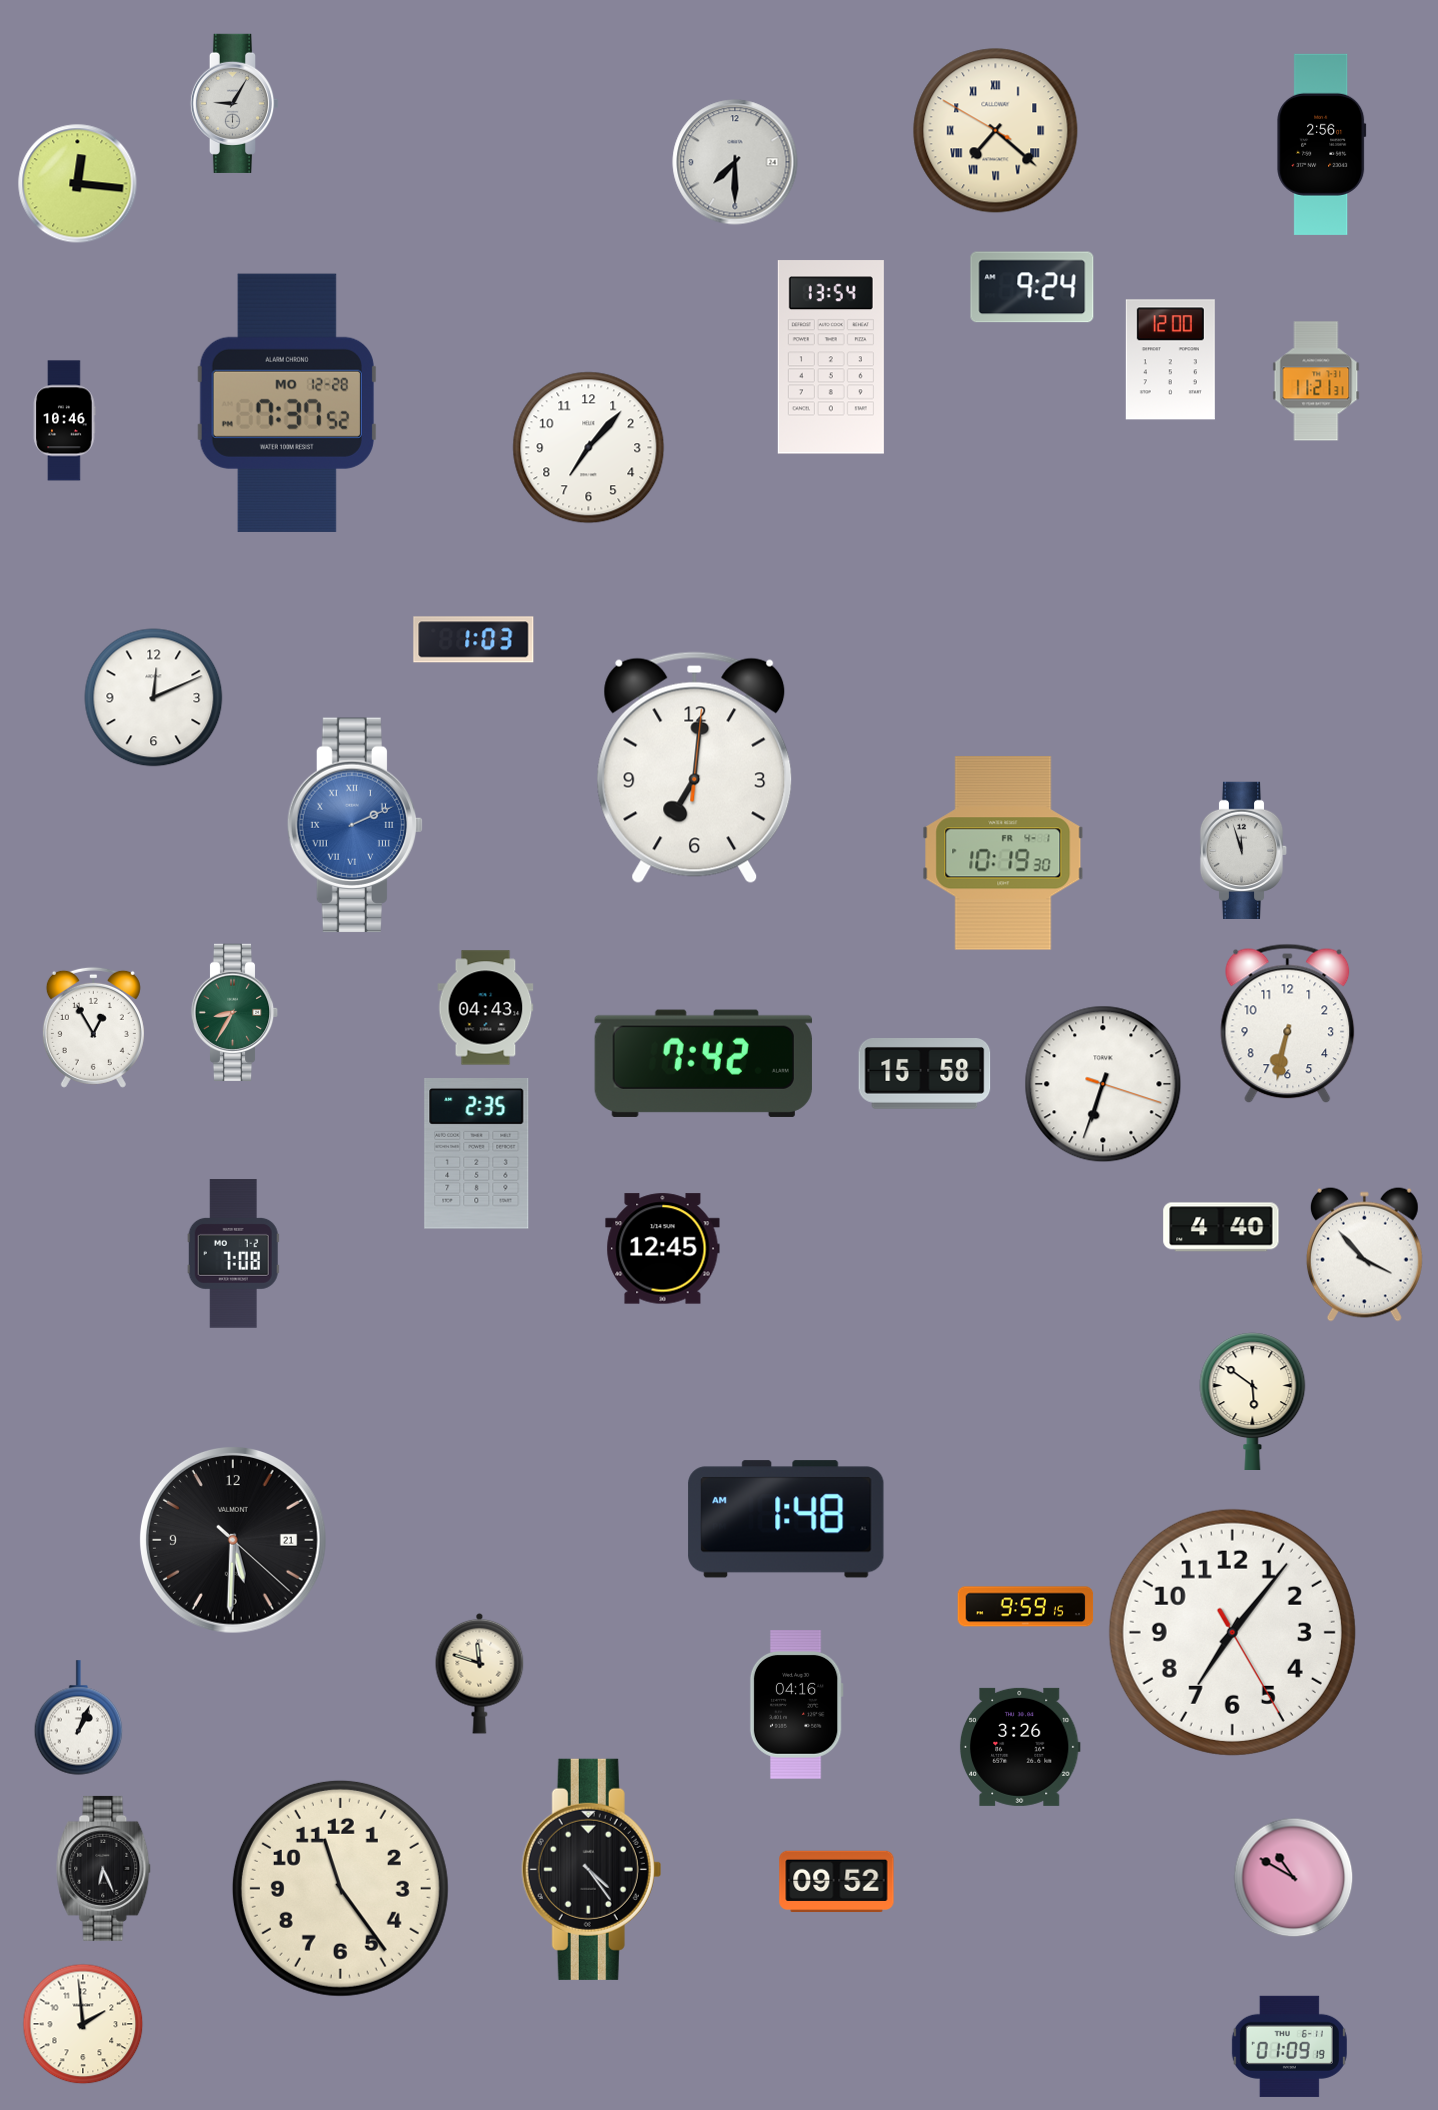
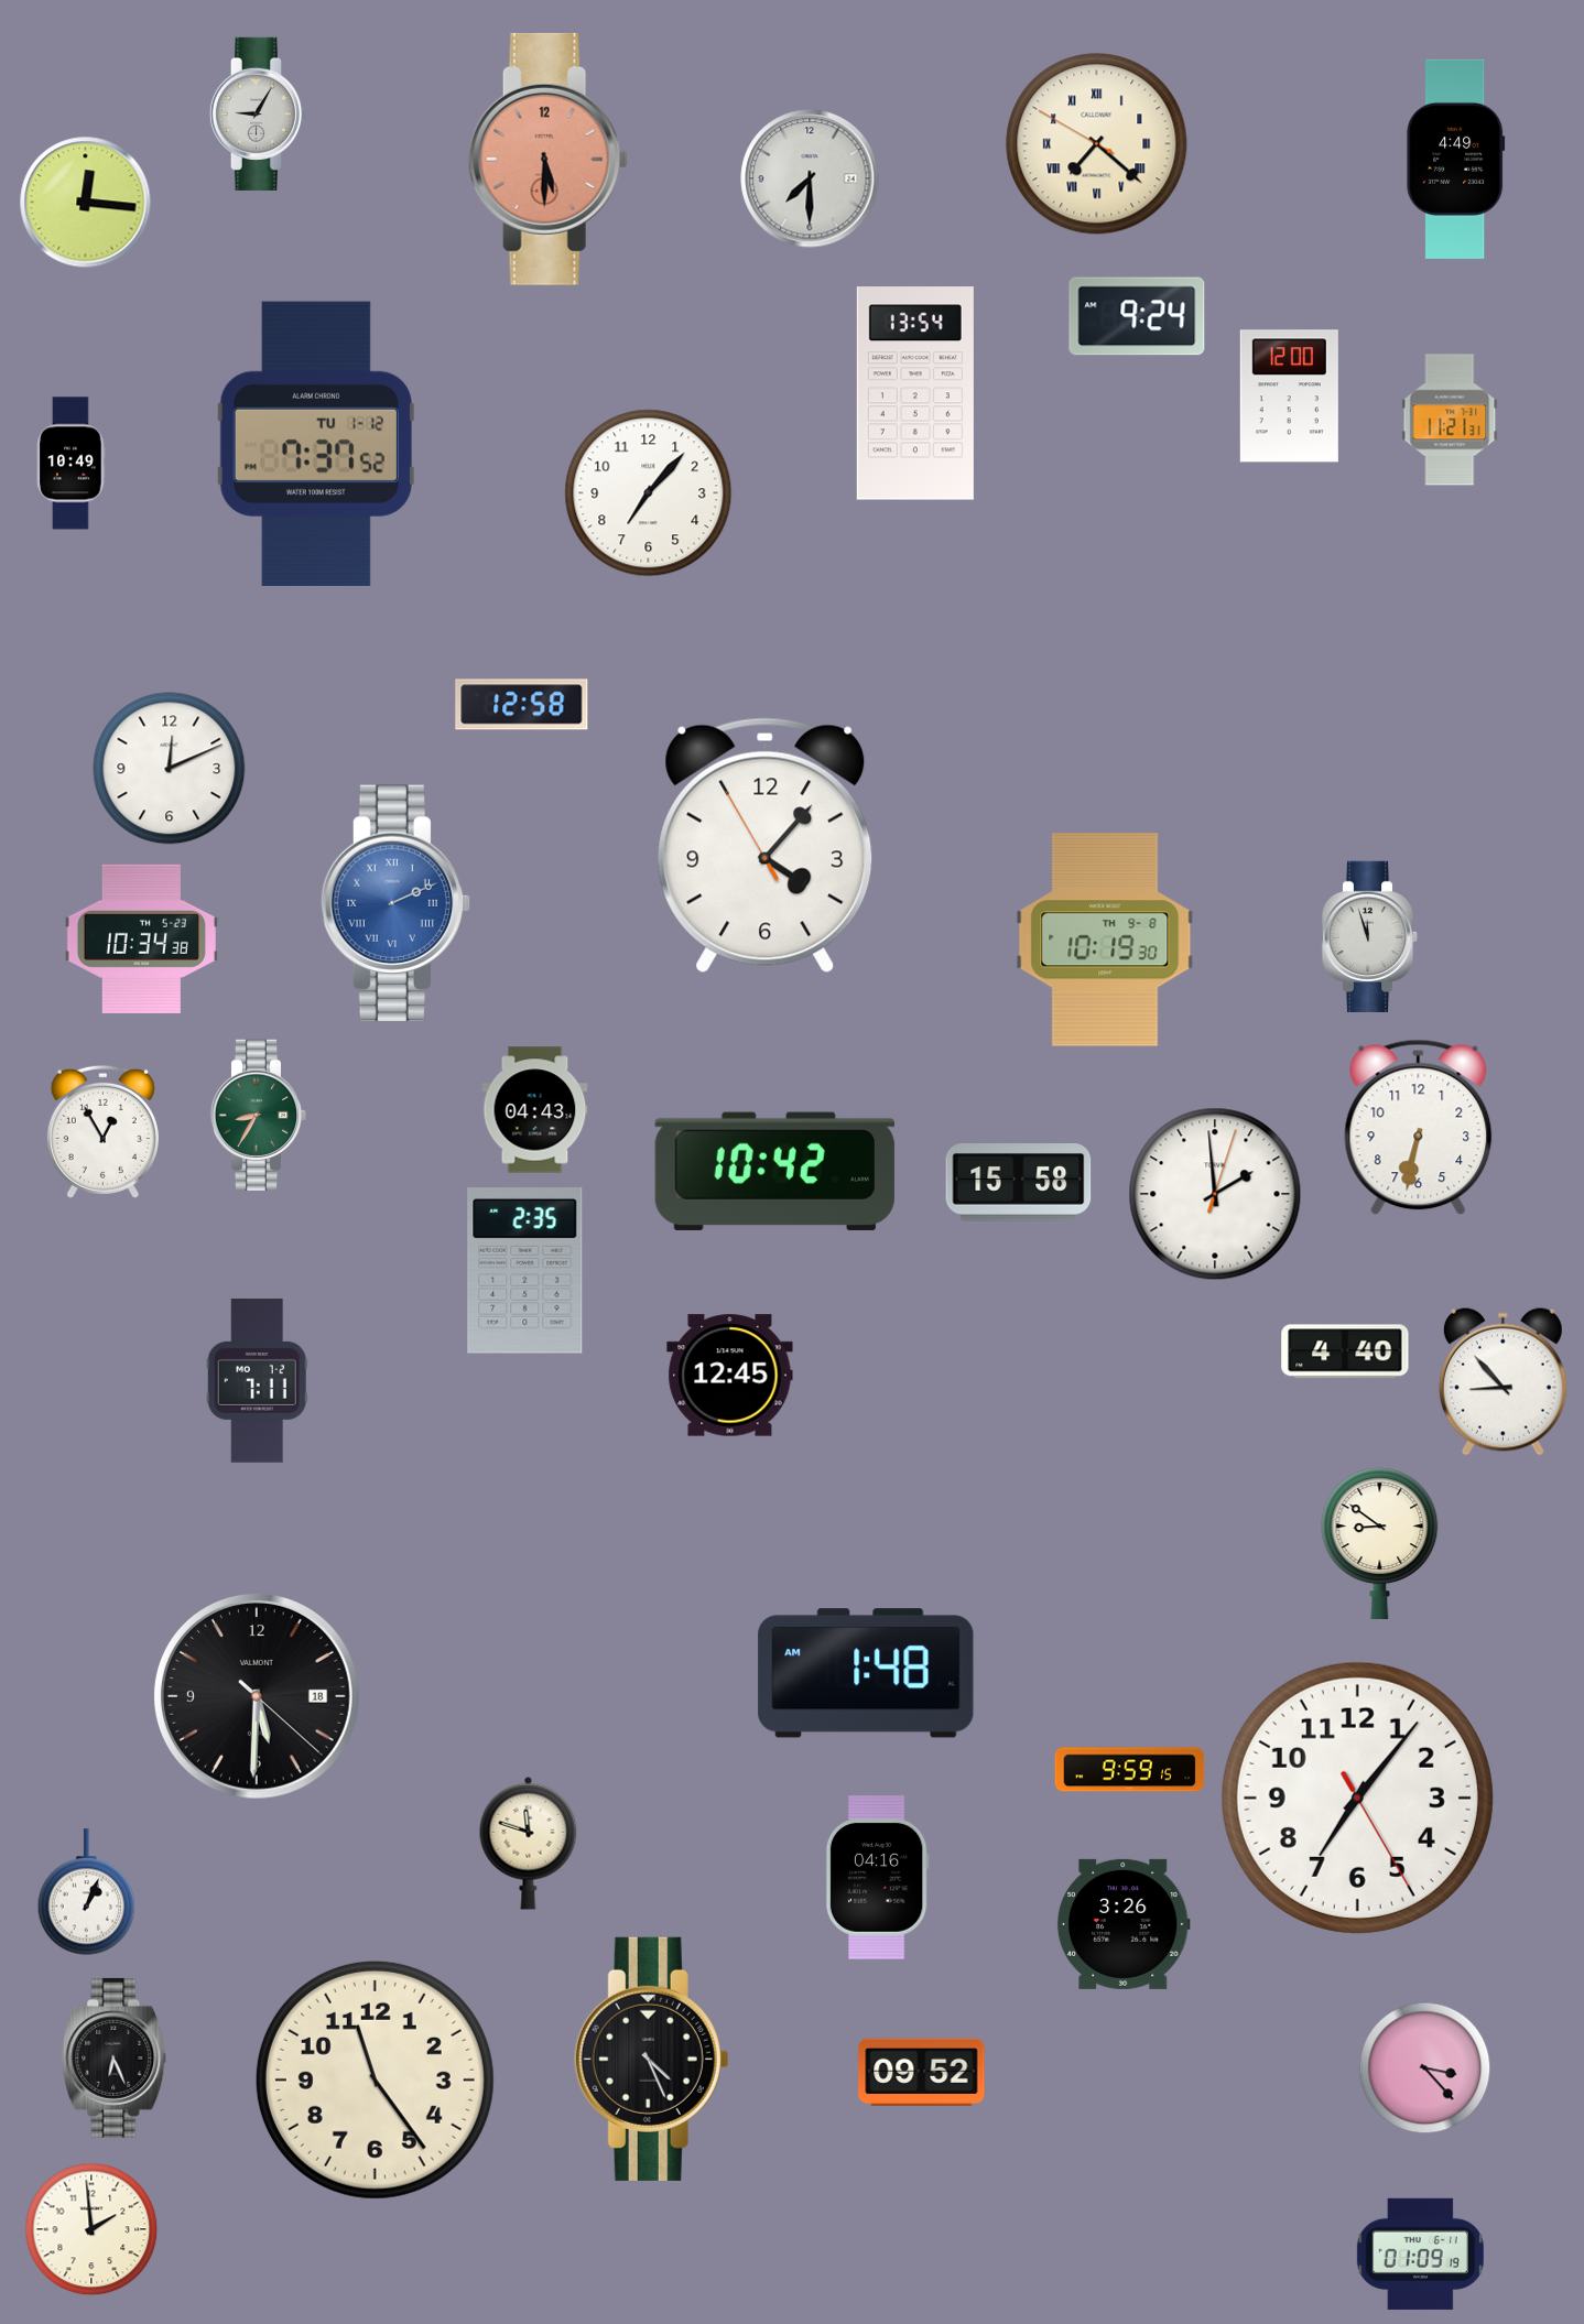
clock at (547, 159): none -> 5:30
clock at (1322, 144): 2:56 -> 4:49
clock at (287, 403) date: MO 12-28 -> TU 1-12
clock at (65, 421): 10:46 -> 10:49
clock at (474, 640): 1:03 -> 12:58
clock at (695, 768): 7:01 -> 4:06
clock at (354, 825) position: (354, 825) -> (394, 903)
clock at (141, 938): none -> 10:34
clock at (1003, 853) date: FR 4-1 -> TH 9-8
clock at (703, 1063): 7:42 -> 10:42
clock at (1103, 1084): 6:33 -> 1:59
clock at (233, 1254): 7:08 -> 7:11
clock at (1364, 1254): 3:53 -> 8:53
clock at (1253, 1401): 5:51 -> 8:51
clock at (233, 1540) date: 21 -> 18
clock at (592, 1869): 4:24 -> 4:26
clock at (1294, 1878): 10:50 -> 3:23
